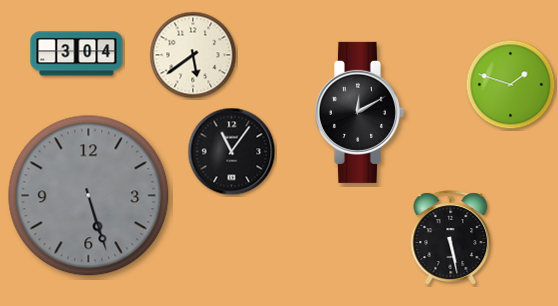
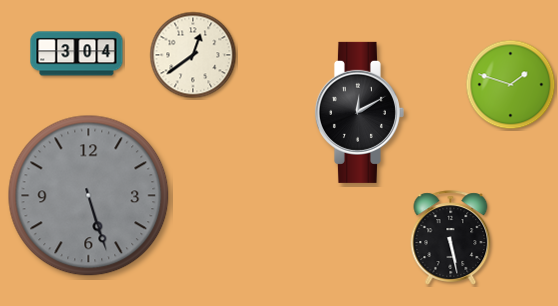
clock at (193, 55): 5:39 -> 12:39
clock at (232, 152): 11:06 -> none
